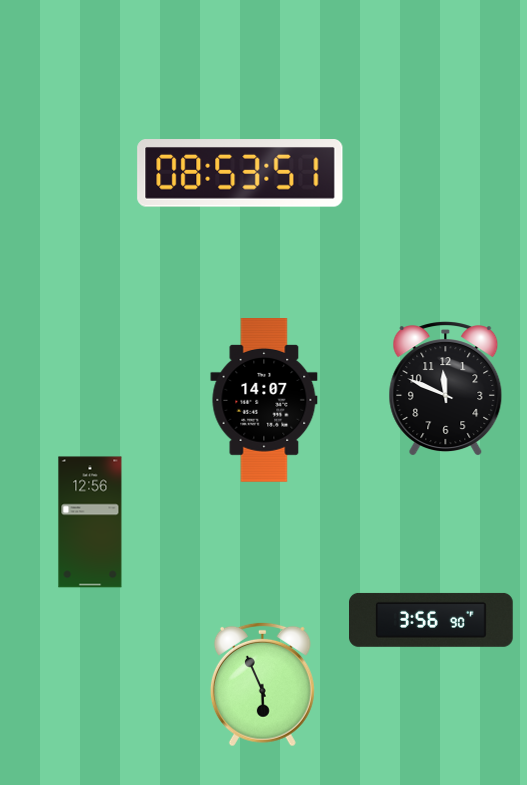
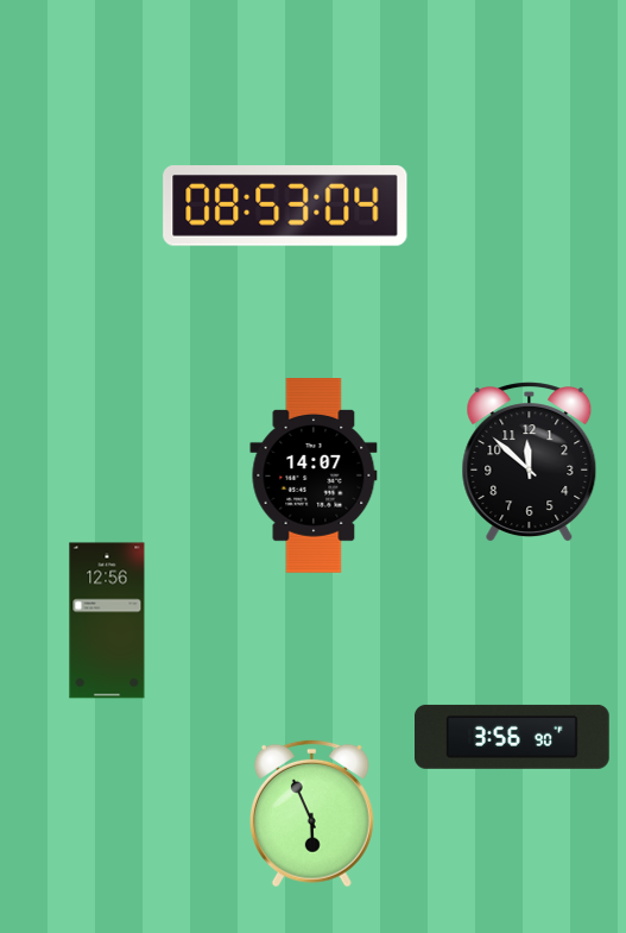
clock at (240, 173): 08:53:51 -> 08:53:04
clock at (446, 388): 11:49 -> 11:52
